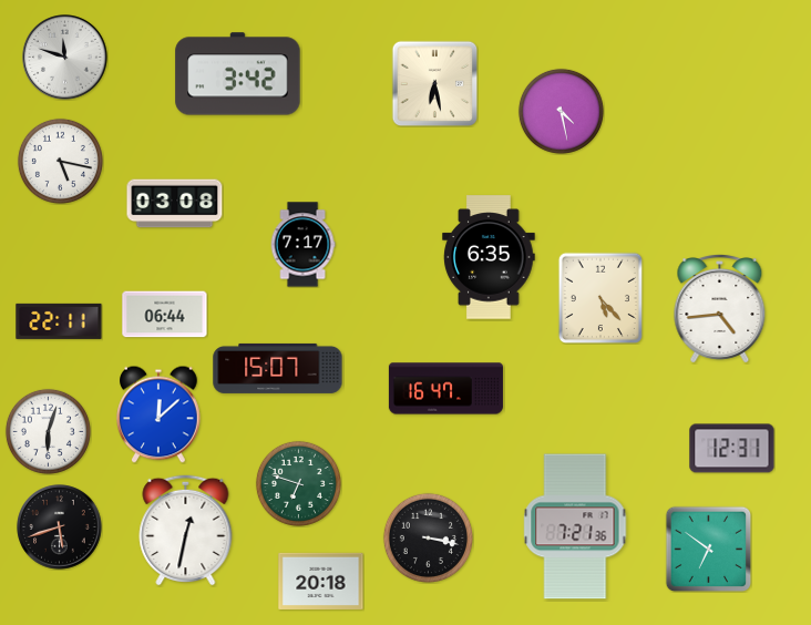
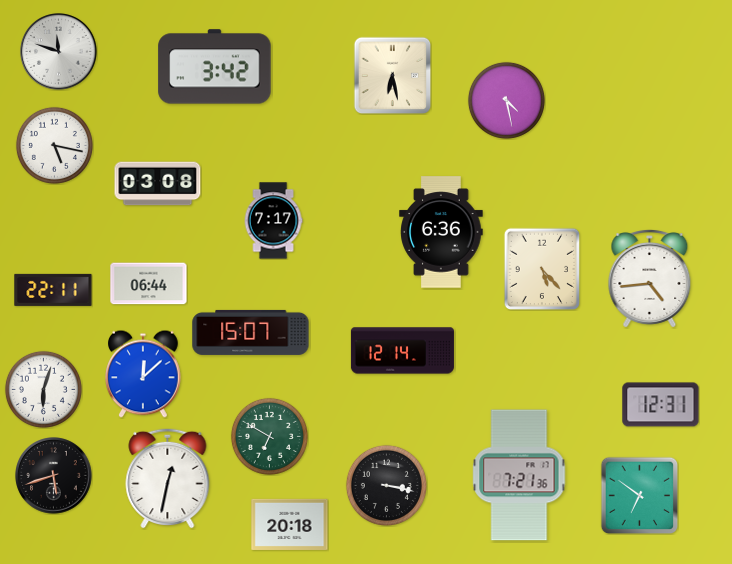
clock at (489, 257): 6:35 -> 6:36
clock at (445, 389): 16:47 -> 12:14
clock at (298, 483): 6:48 -> 6:50
